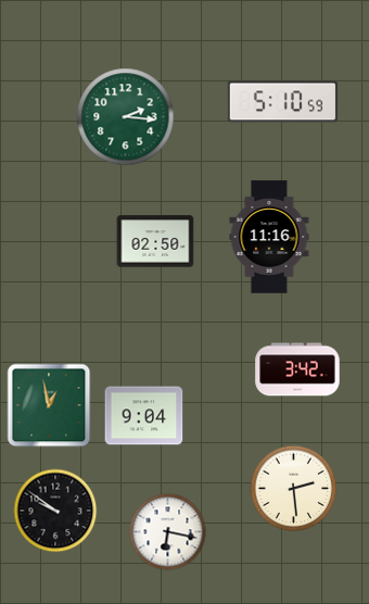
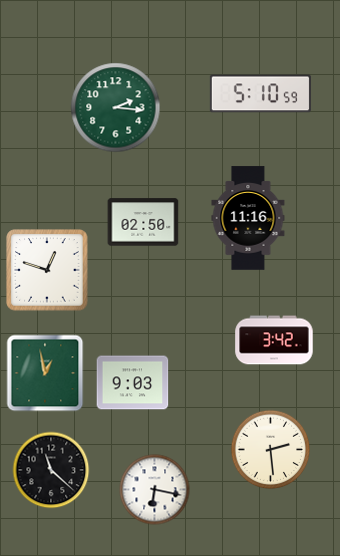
clock at (47, 270): none -> 12:48
clock at (144, 416): 9:04 -> 9:03
clock at (55, 511): 9:51 -> 11:22
